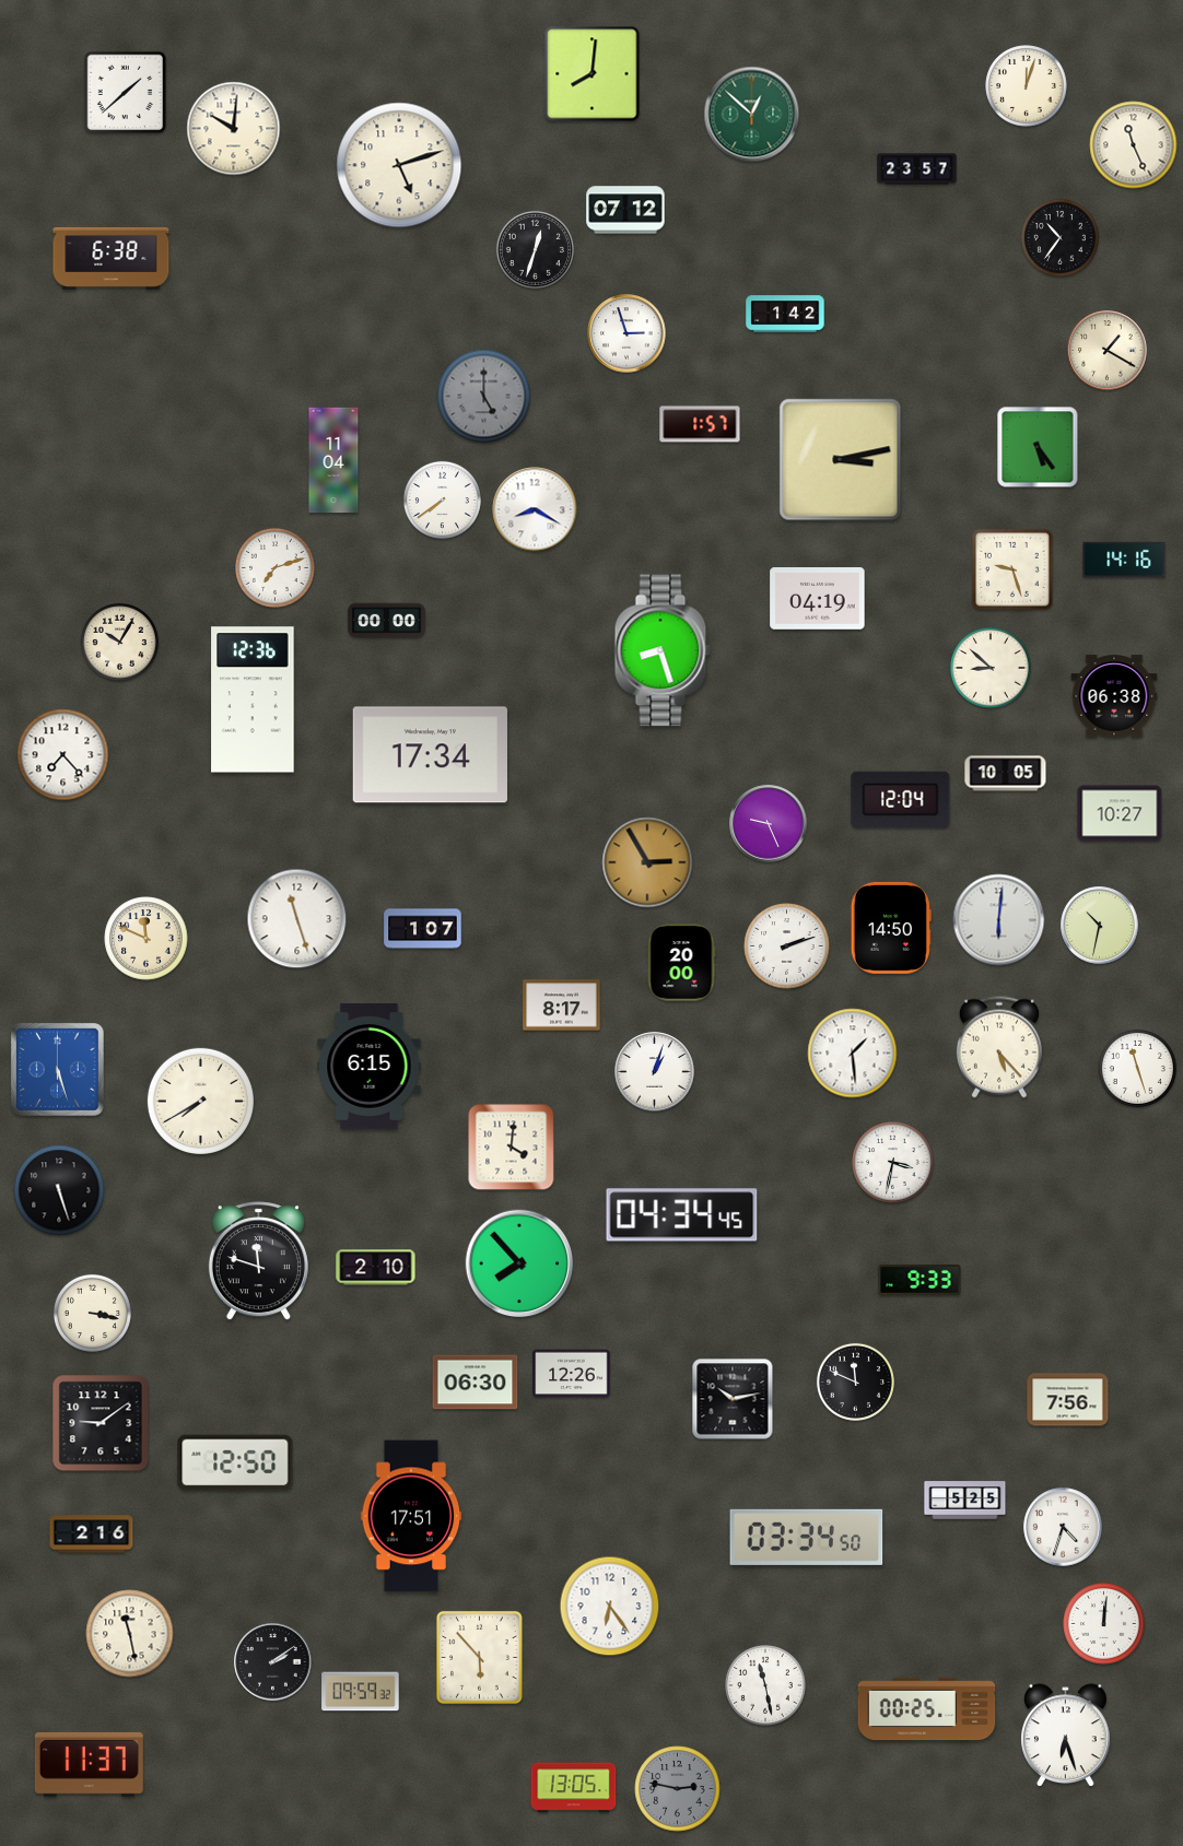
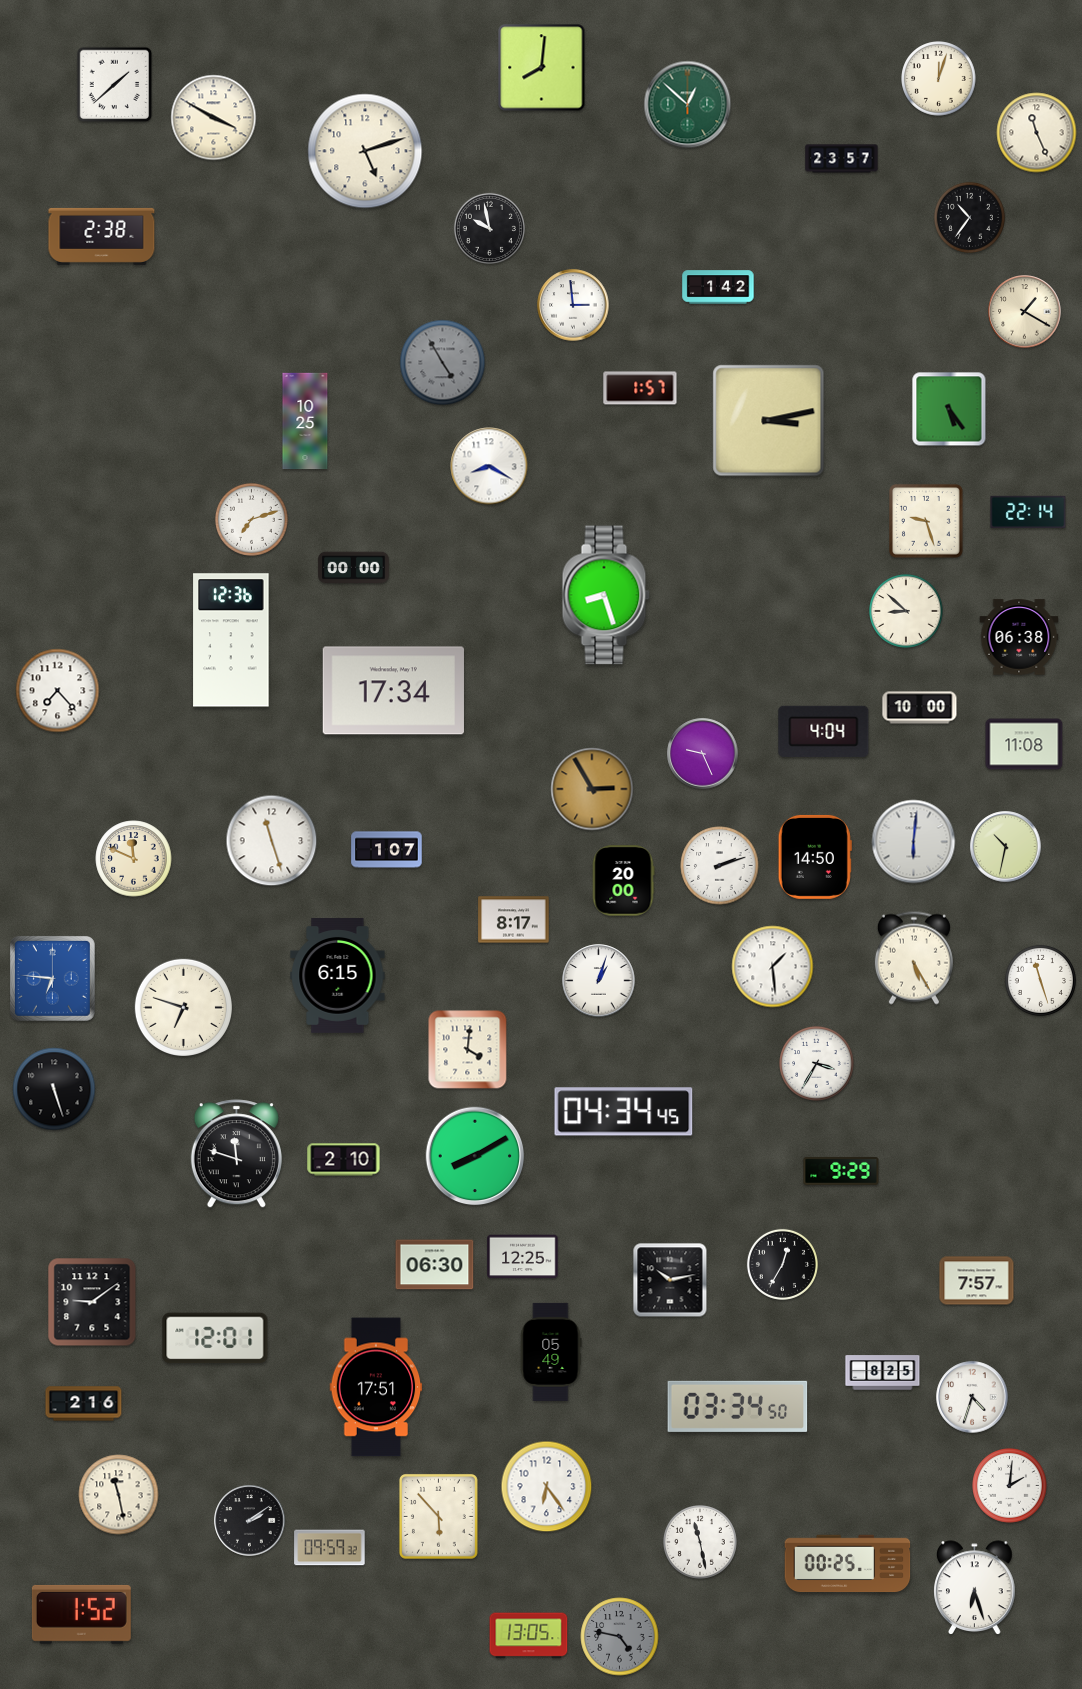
clock at (234, 129): 10:01 -> 3:50
clock at (917, 169) position: (917, 169) -> (842, 159)
clock at (625, 210): 07:12 -> none
clock at (535, 249): 12:33 -> 9:58
clock at (112, 258): 6:38 -> 2:38
clock at (626, 333): 2:57 -> 2:59
clock at (1108, 351) position: (1108, 351) -> (1025, 312)
clock at (484, 397): 5:00 -> 4:55
clock at (333, 460): 11:04 -> 10:25
clock at (442, 499): 7:39 -> none
clock at (1124, 560): 14:16 -> 22:14
clock at (818, 599): 04:19 -> none
clock at (119, 642): 10:05 -> none
clock at (1006, 774): 10:05 -> 10:00
clock at (901, 799): 12:04 -> 4:04
clock at (1120, 813): 10:27 -> 11:08
clock at (891, 928) position: (891, 928) -> (815, 857)
clock at (999, 1047): 5:23 -> 5:25
clock at (853, 1054) position: (853, 1054) -> (773, 967)
clock at (1137, 1068) position: (1137, 1068) -> (1040, 980)
clock at (57, 1069): 5:27 -> 6:46
clock at (200, 1101): 7:40 -> 6:48
clock at (893, 1163): 3:32 -> 3:35
clock at (519, 1263): 7:53 -> 8:10
clock at (920, 1280): 9:33 -> 9:29
clock at (92, 1313): 3:17 -> none
clock at (572, 1374): 12:26 -> 12:25
clock at (855, 1381): 11:49 -> 12:35
clock at (1068, 1400): 7:56 -> 7:57
clock at (235, 1462): 12:50 -> 12:01
clock at (551, 1352): none -> 05:49
clock at (965, 1501): 5:25 -> 8:25
clock at (610, 1607) position: (610, 1607) -> (547, 1487)
clock at (1104, 1624): 12:01 -> 2:01
clock at (89, 1764): 11:37 -> 1:52
clock at (574, 1788) position: (574, 1788) -> (529, 1636)
clock at (678, 1789): 2:47 -> 4:47
